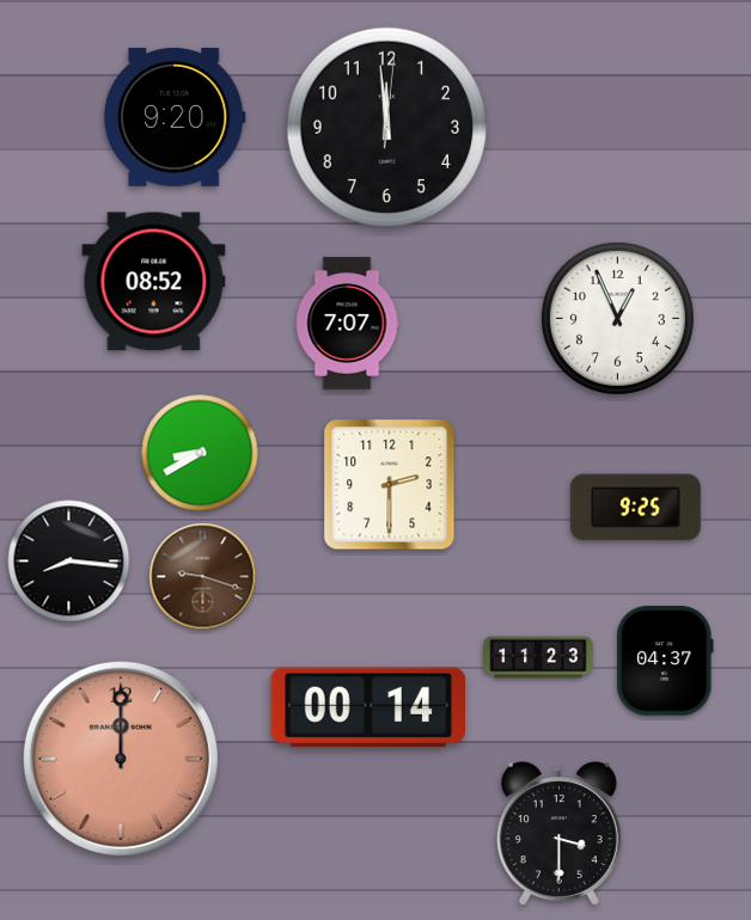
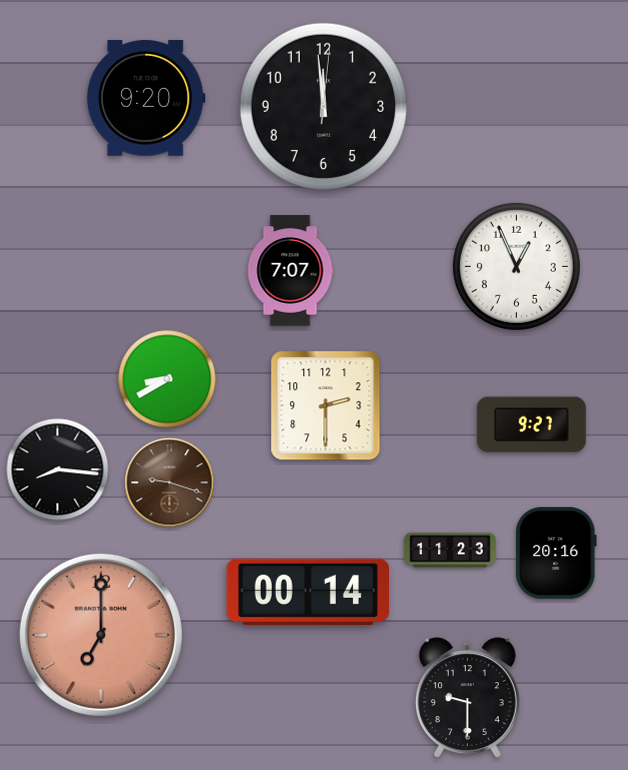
clock at (154, 282): 08:52 -> none
clock at (635, 508): 9:25 -> 9:27
clock at (666, 661): 04:37 -> 20:16
clock at (121, 759): 12:00 -> 7:00
clock at (558, 834): 3:30 -> 9:30
